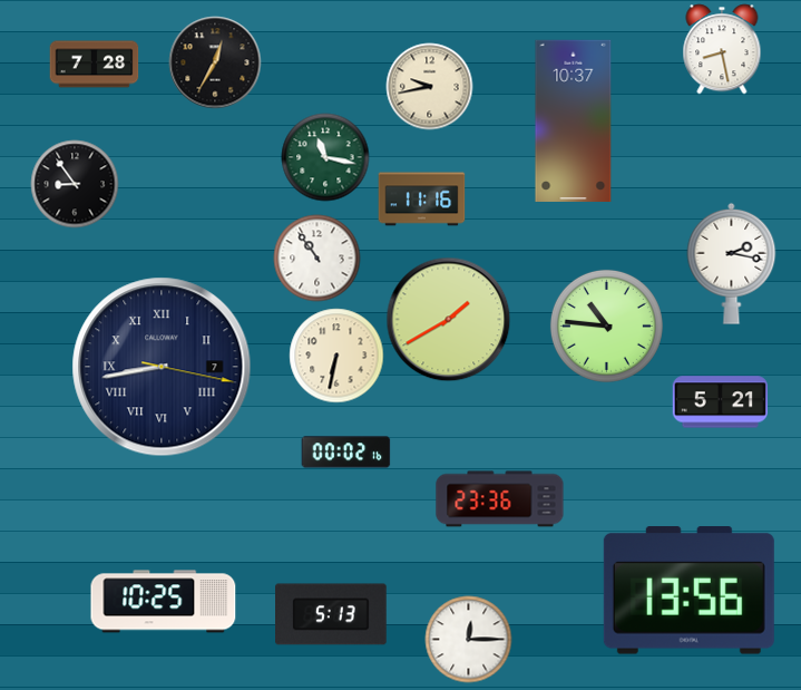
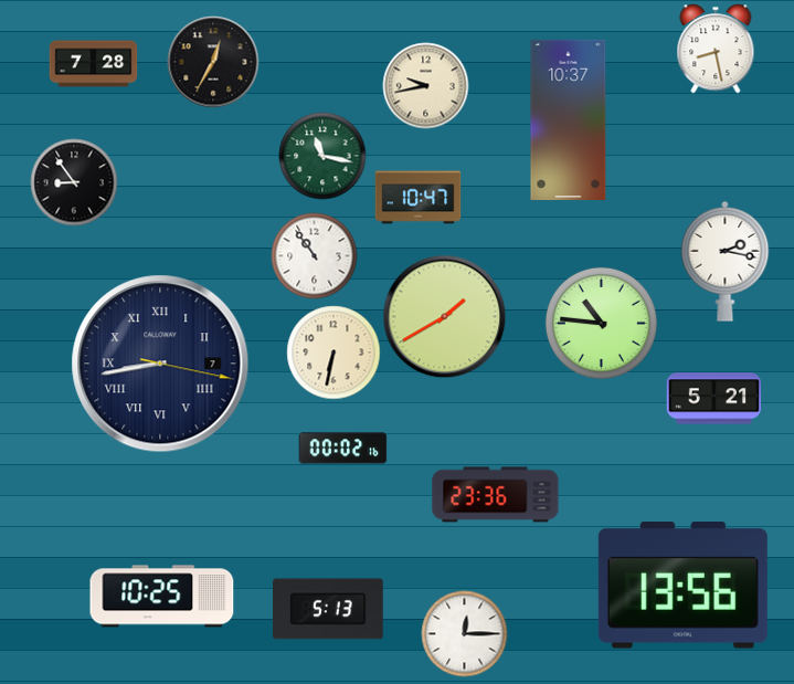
clock at (421, 200): 11:16 -> 10:47
